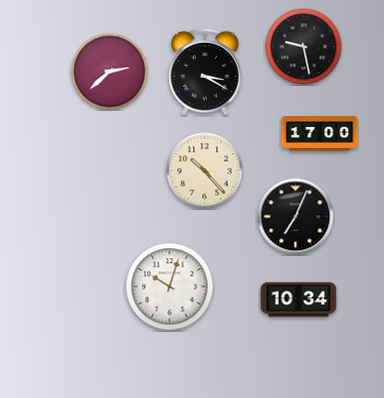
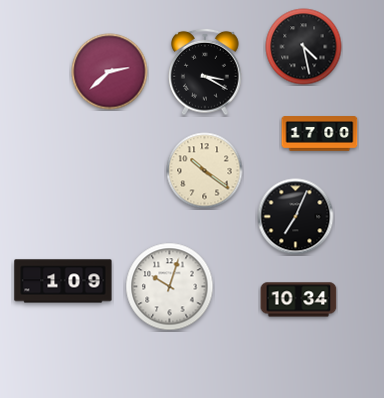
clock at (304, 47): 9:28 -> 4:28
clock at (205, 171): 10:23 -> 10:21
clock at (63, 281): none -> 1:09
